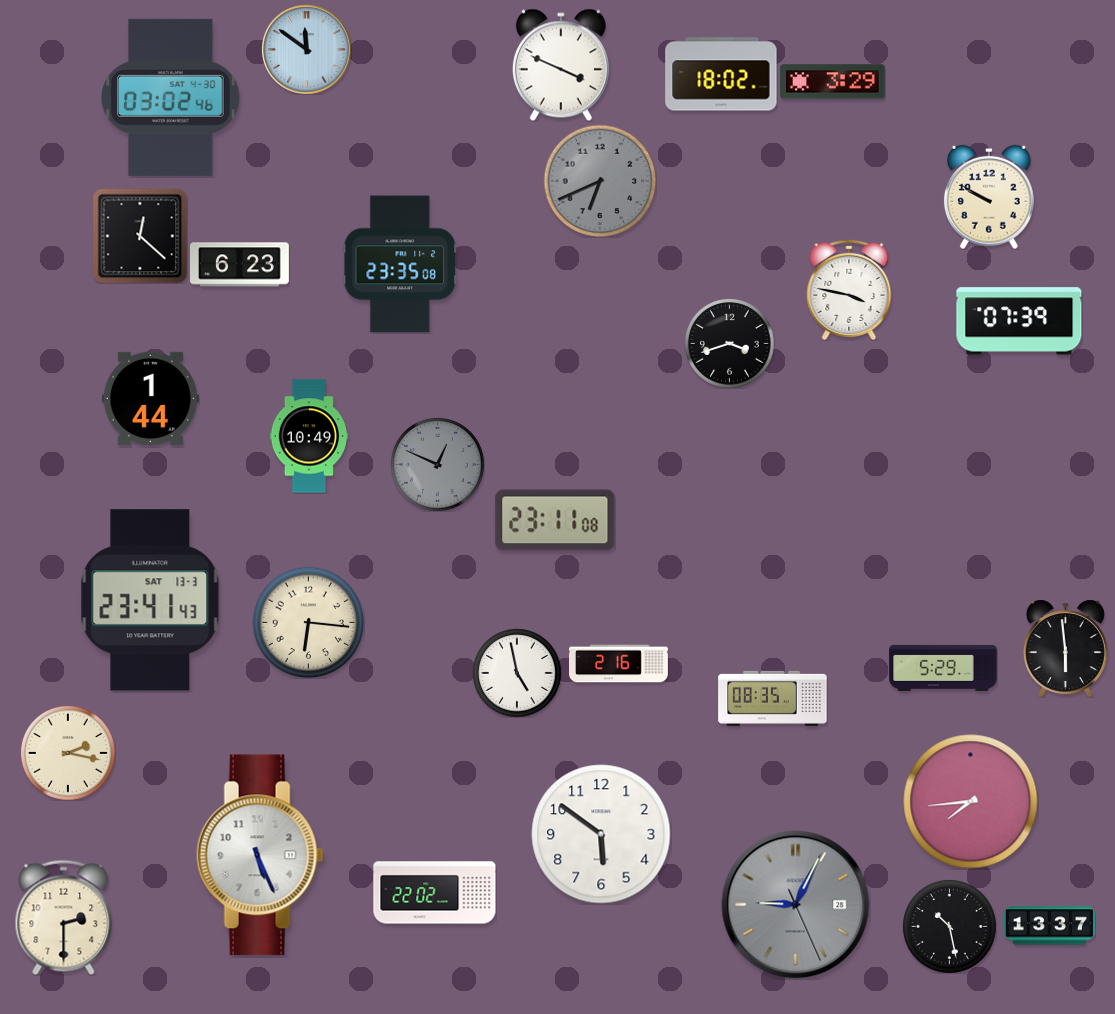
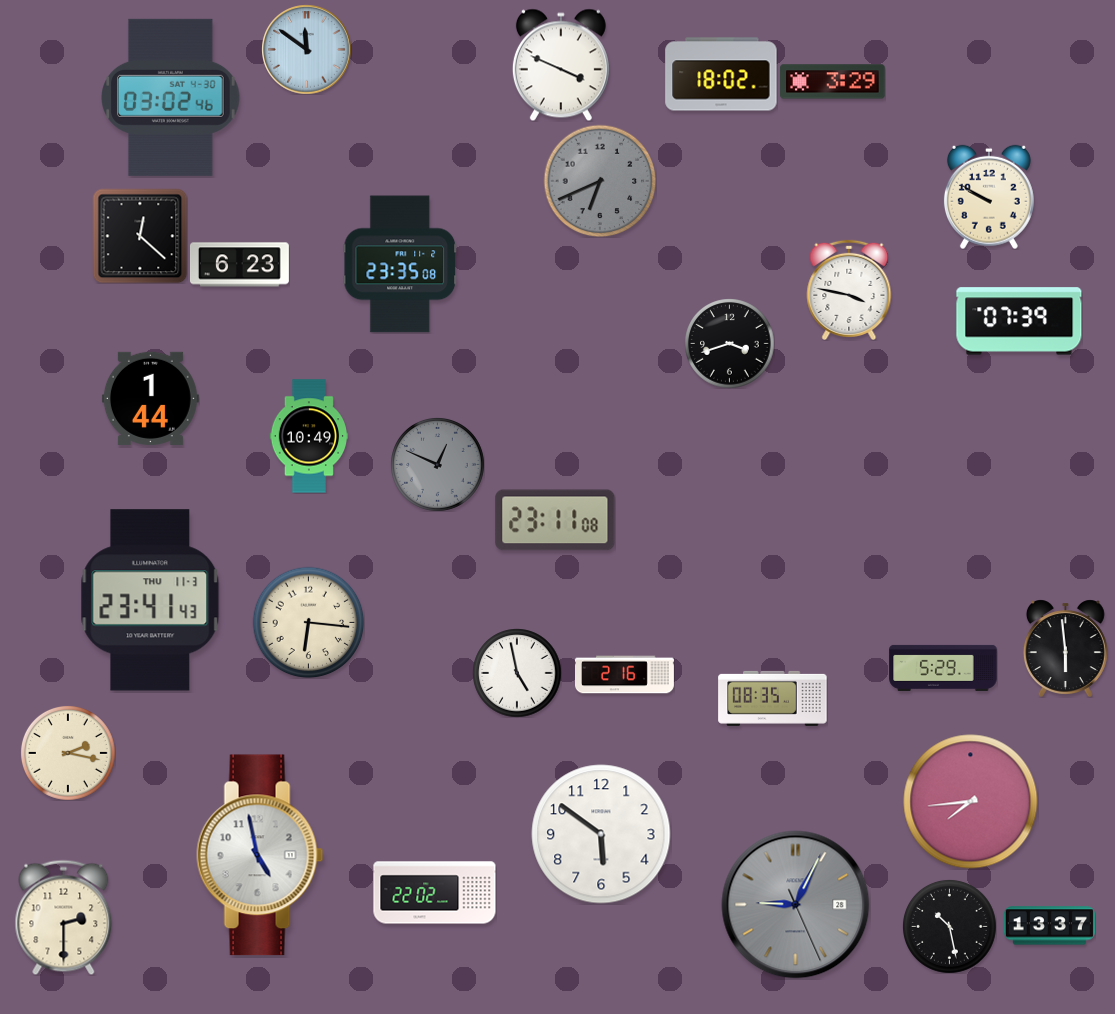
clock at (150, 600) date: SAT 13-3 -> THU 11-3
clock at (619, 664) position: (619, 664) -> (625, 675)
clock at (260, 855): 5:26 -> 4:58
